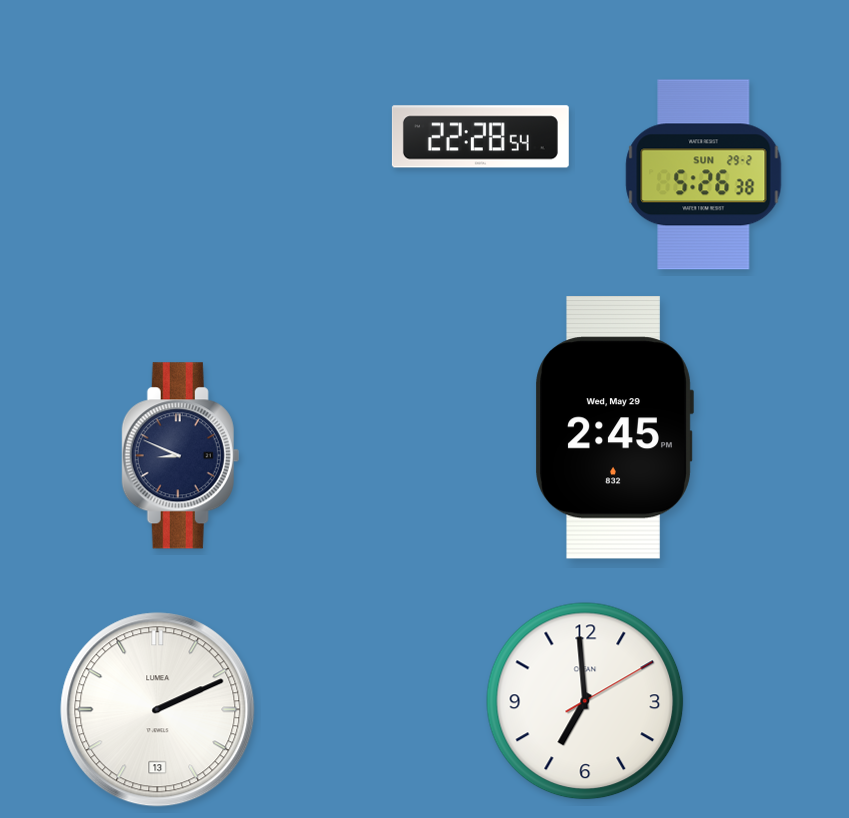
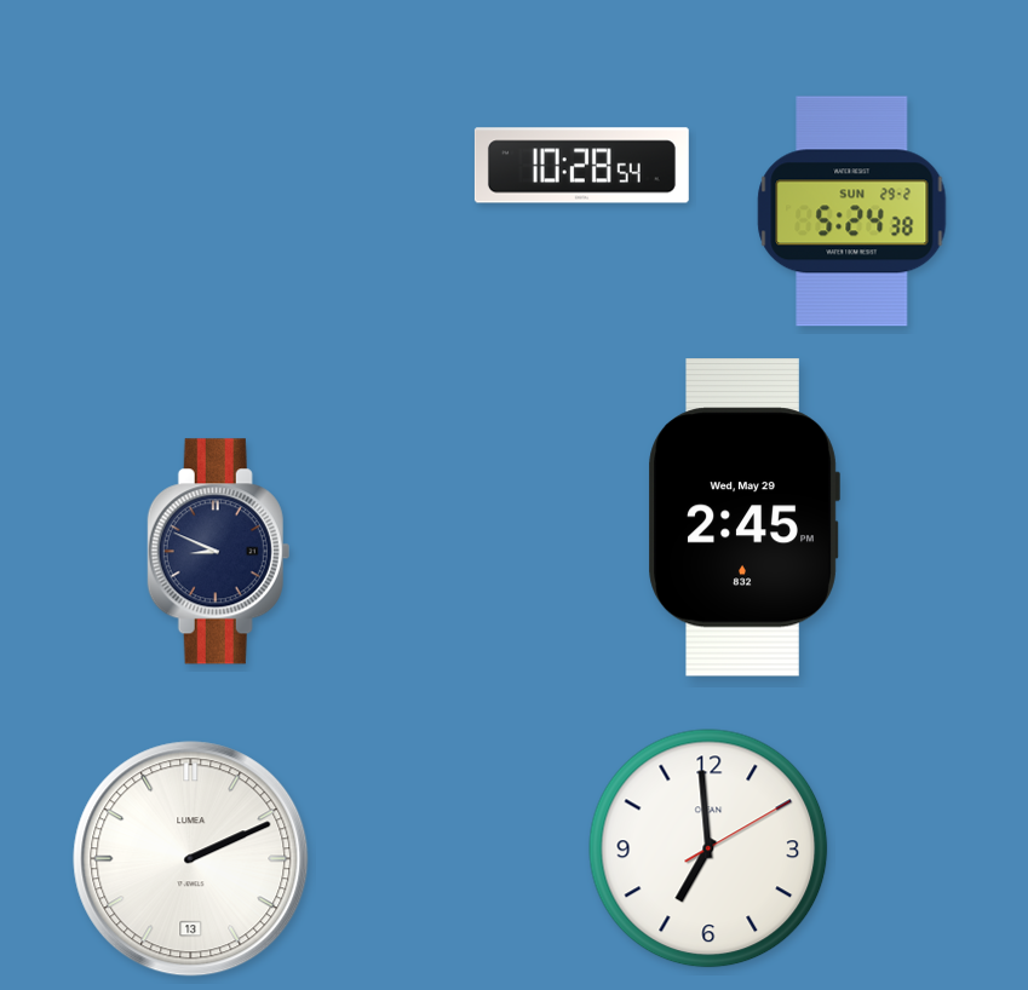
clock at (480, 137): 22:28 -> 10:28
clock at (704, 175): 5:26 -> 5:24
